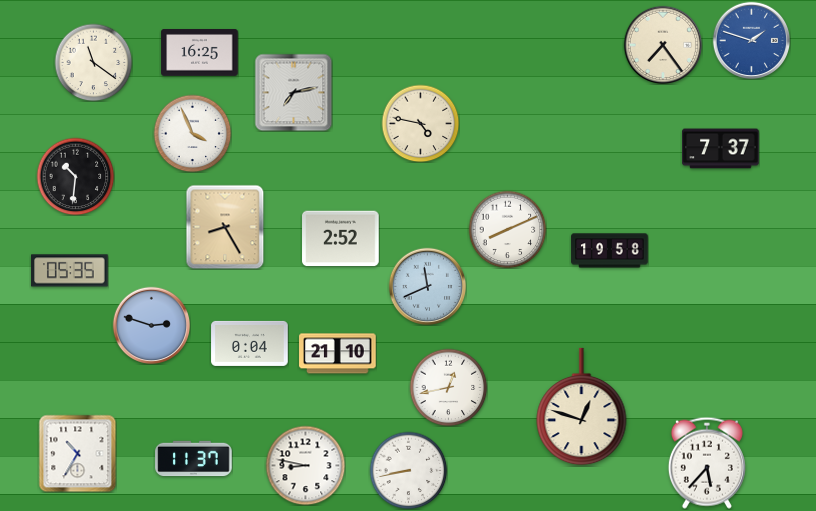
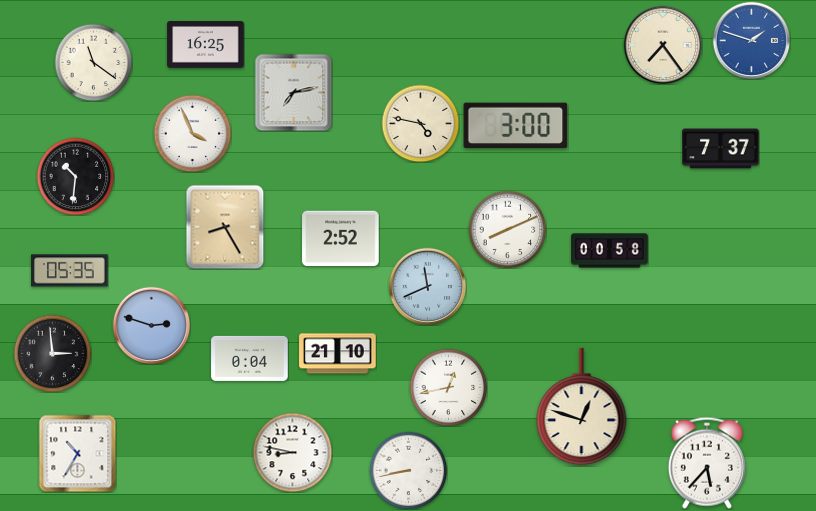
clock at (200, 53) position: (200, 53) -> (206, 45)
clock at (516, 126): none -> 3:00
clock at (610, 251): 19:58 -> 00:58
clock at (250, 343) position: (250, 343) -> (250, 358)
clock at (52, 353): none -> 2:59
clock at (194, 459): 11:37 -> none
clock at (305, 465) position: (305, 465) -> (292, 452)
